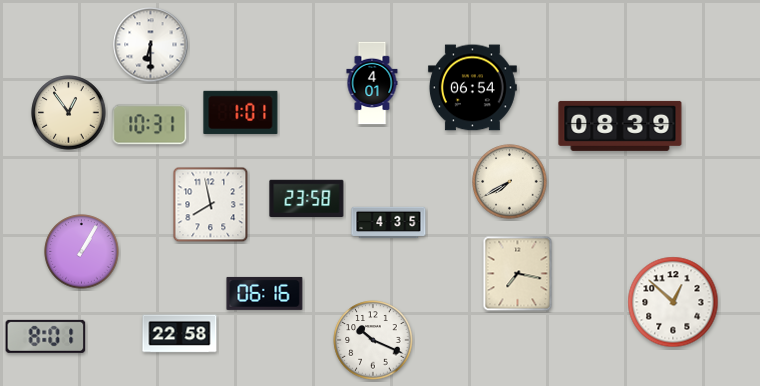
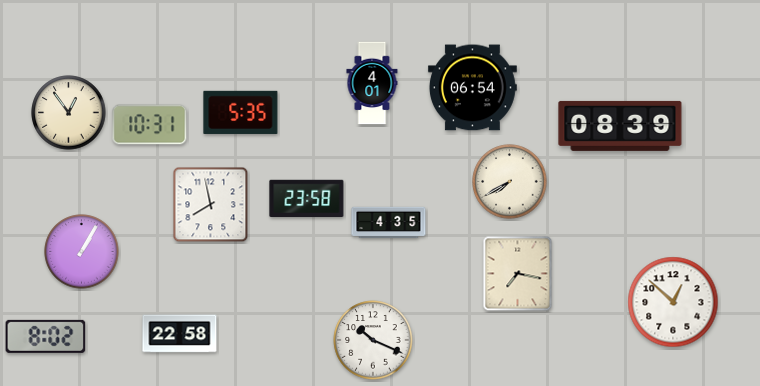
clock at (151, 45): 6:30 -> none
clock at (241, 112): 1:01 -> 5:35
clock at (265, 293): 06:16 -> none
clock at (46, 336): 8:01 -> 8:02
